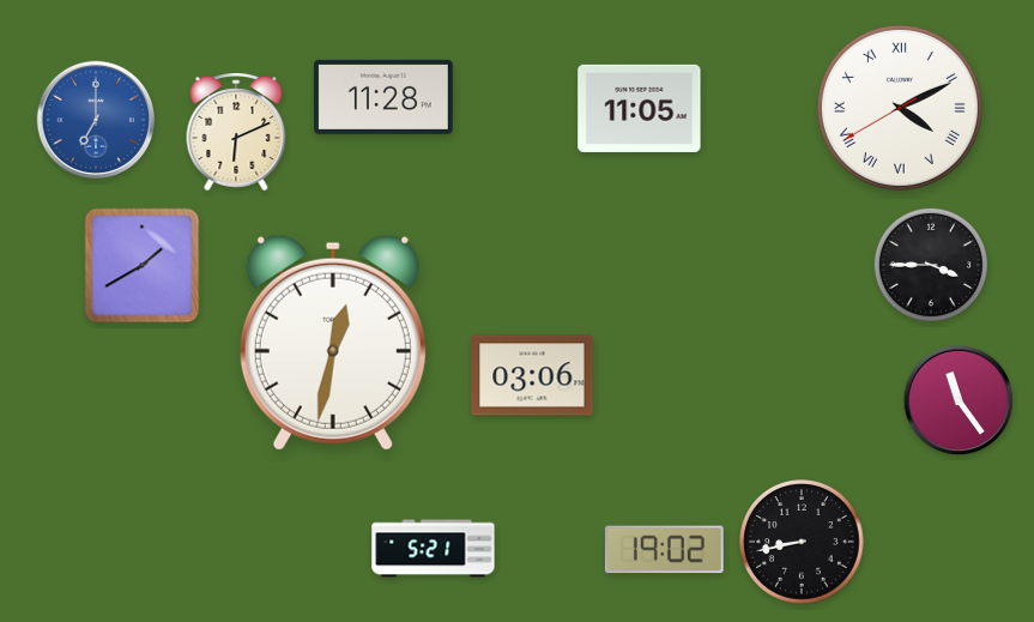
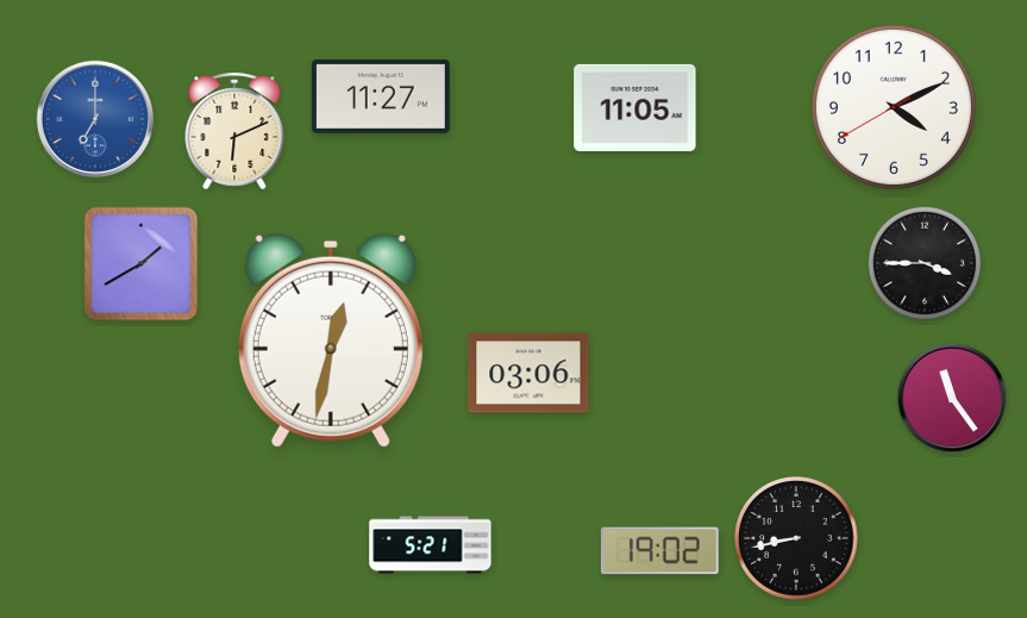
clock at (383, 97): 11:28 -> 11:27
clock at (900, 108) numerals: Roman -> Arabic
clock at (664, 550) position: (664, 550) -> (659, 551)
